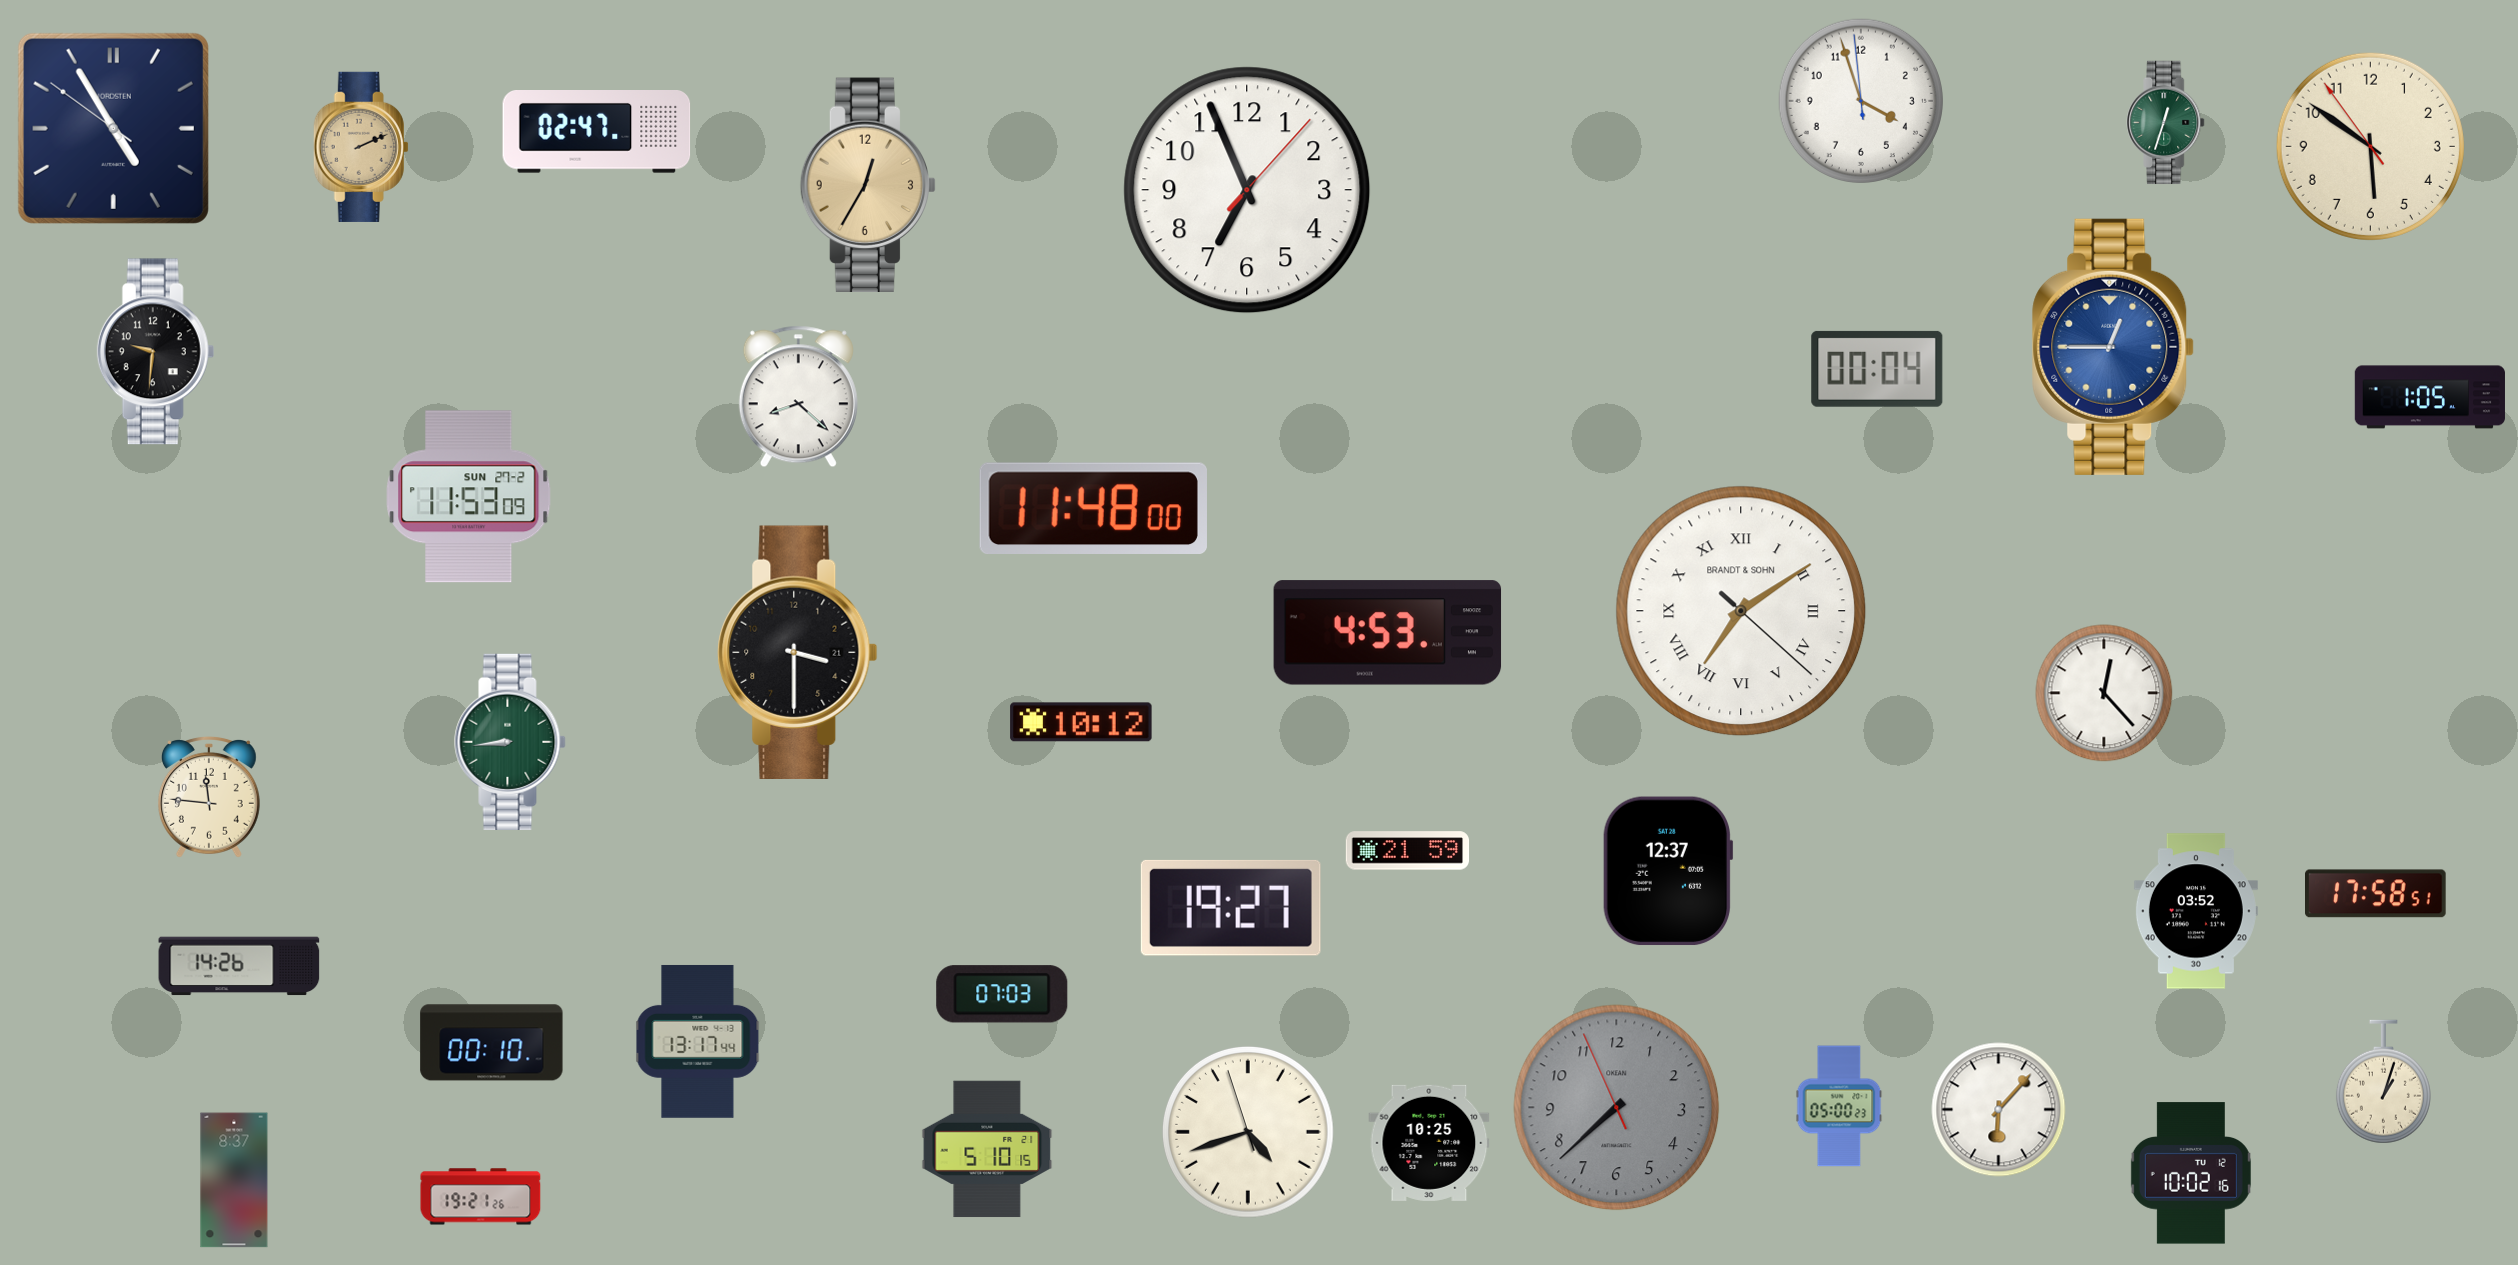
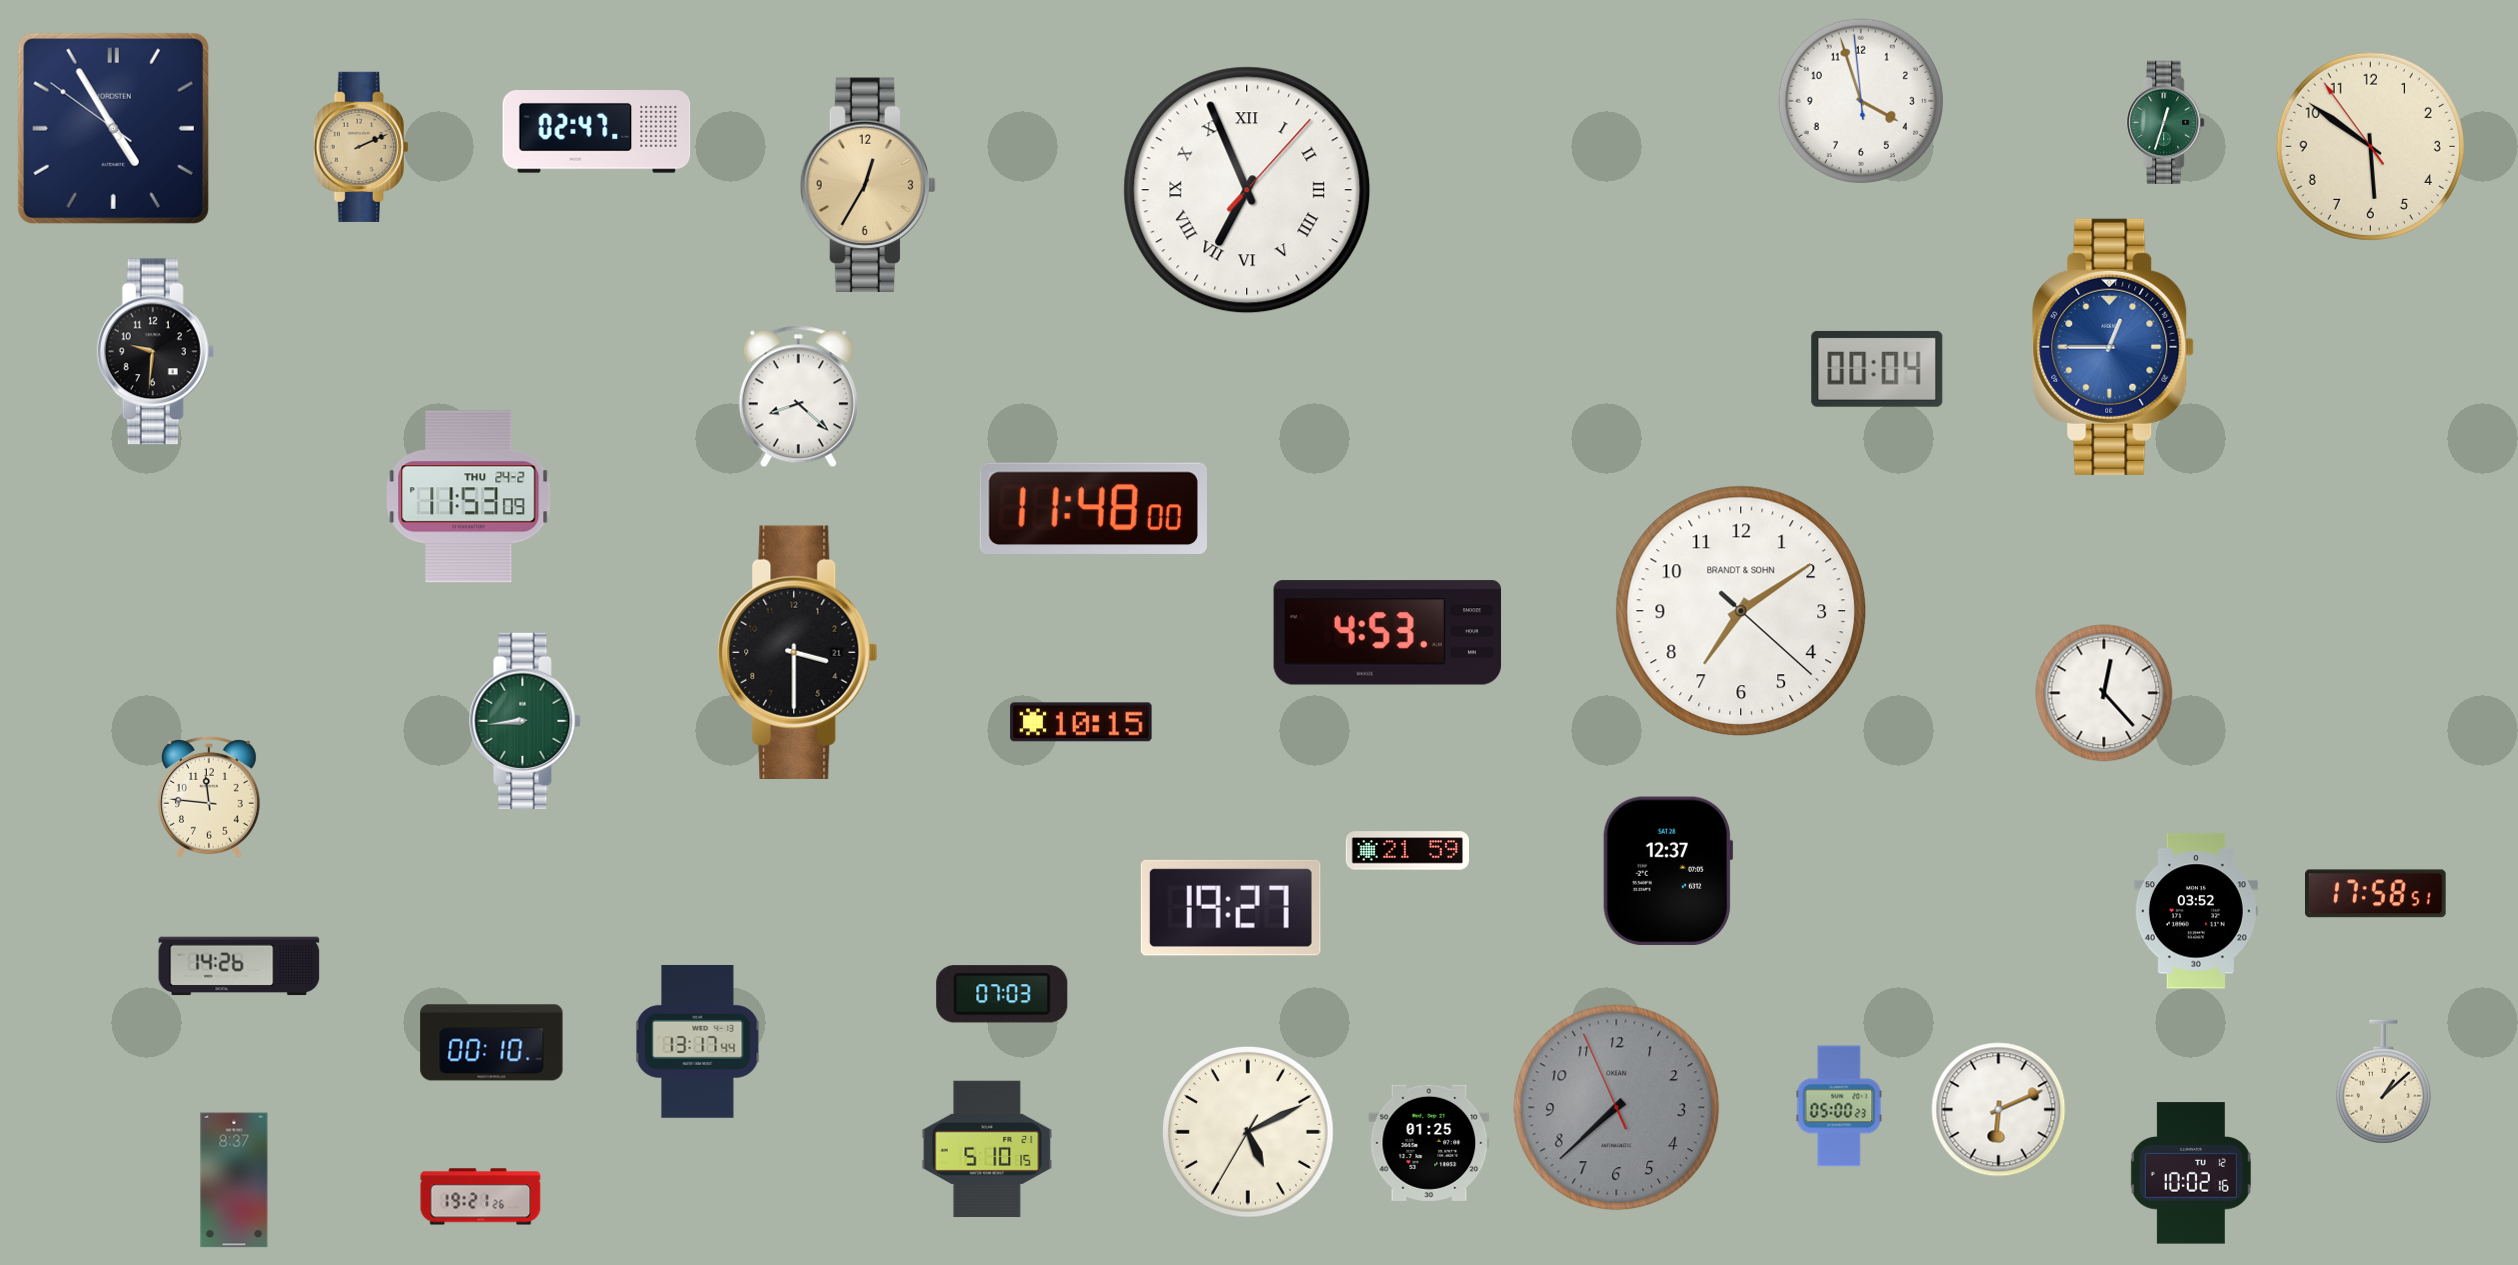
clock at (1247, 190) numerals: Arabic -> Roman
clock at (2430, 397): 1:05 -> none
clock at (469, 497) date: SUN 27-2 -> THU 24-2
clock at (1741, 611) numerals: Roman -> Arabic
clock at (1081, 722): 10:12 -> 10:15
clock at (510, 742) position: (510, 742) -> (525, 721)
clock at (2383, 1082): 1:03 -> 1:08
clock at (1999, 1110): 6:07 -> 6:11
clock at (1248, 1132): 4:41 -> 5:10
clock at (1429, 1143): 10:25 -> 01:25
